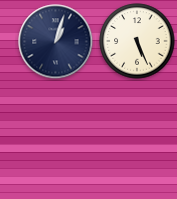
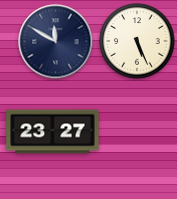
clock at (56, 42): 1:03 -> 11:50
clock at (53, 132): none -> 23:27
